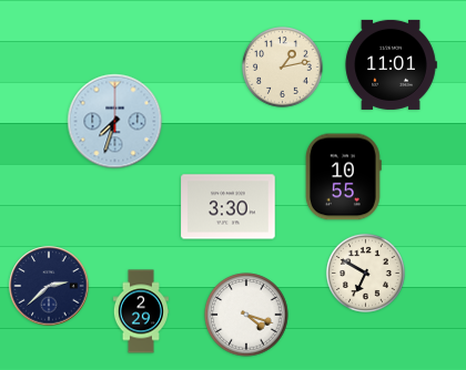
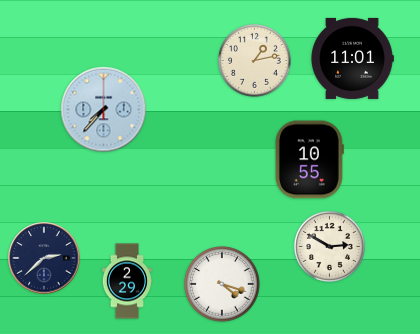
clock at (115, 122): 7:33 -> 7:37
clock at (229, 207): 3:30 -> none
clock at (365, 273): 6:50 -> 2:50
